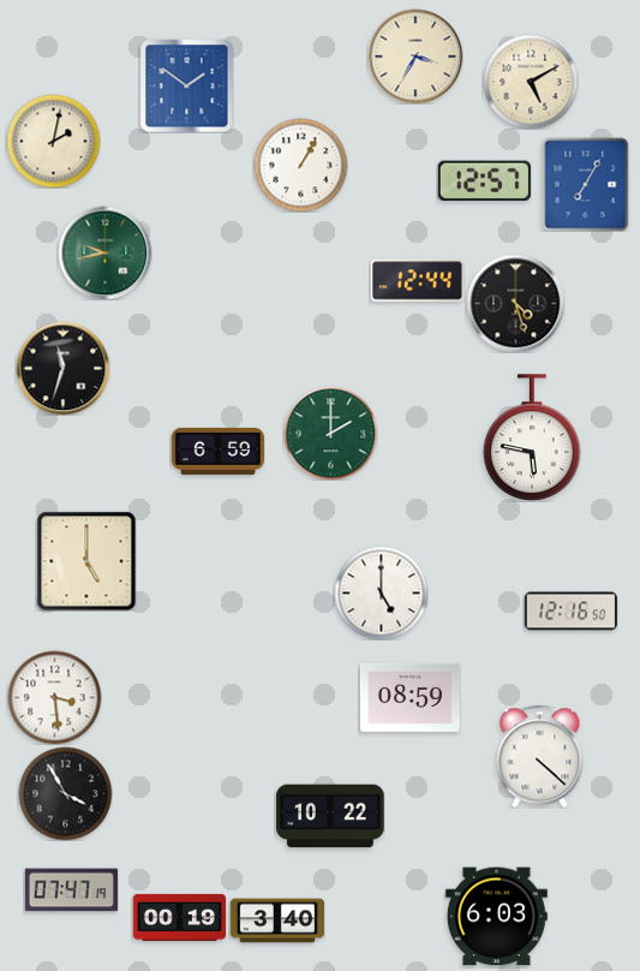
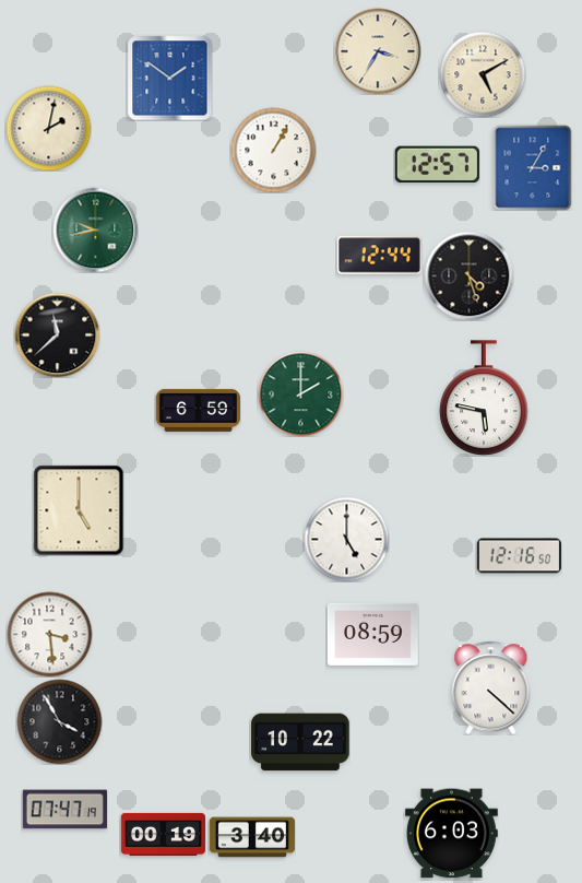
clock at (484, 181) position: (484, 181) -> (437, 165)
clock at (586, 184): 7:05 -> 3:05
clock at (62, 368): 11:33 -> 11:38
